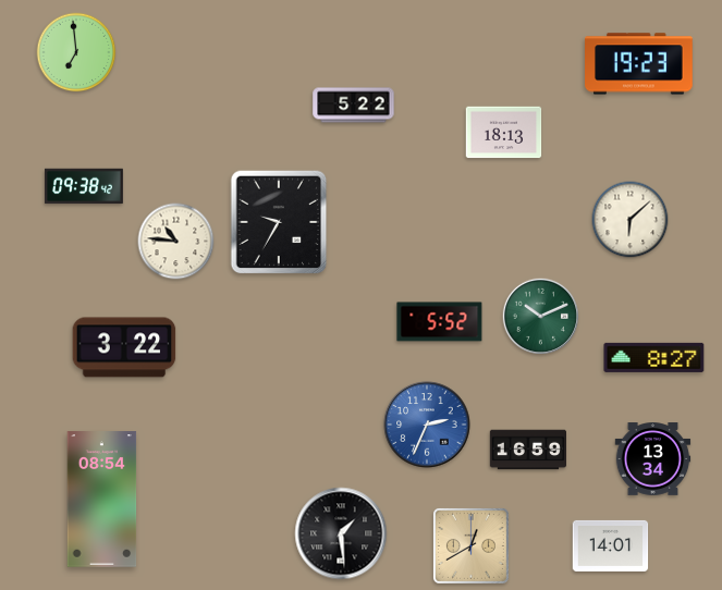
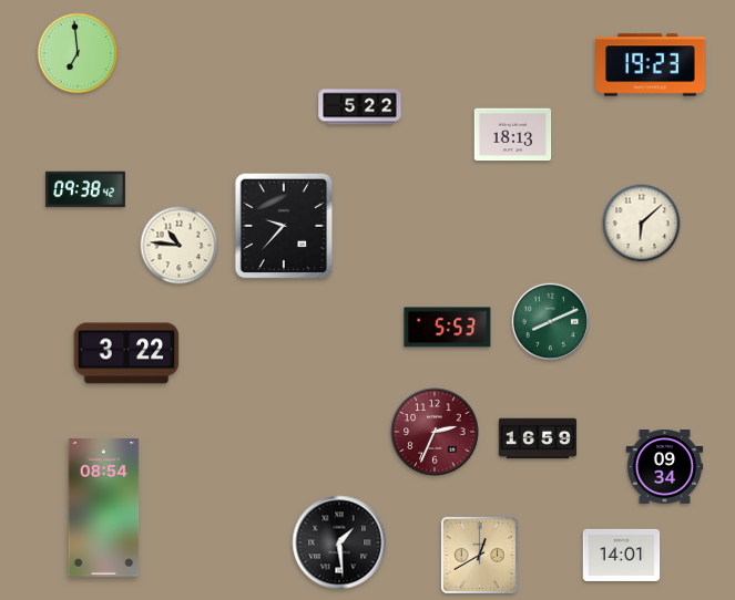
clock at (279, 222): 9:35 -> 9:37
clock at (540, 316): 10:11 -> 8:11
clock at (440, 322): 5:52 -> 5:53
clock at (654, 357): 8:27 -> none
clock at (427, 425) dial: blue -> burgundy
clock at (527, 450) position: (527, 450) -> (537, 438)
clock at (653, 459): 13:34 -> 09:34
clock at (341, 533) position: (341, 533) -> (339, 542)
